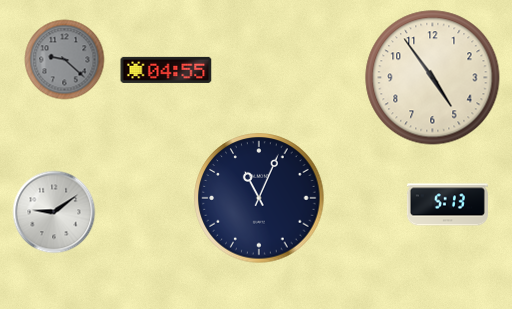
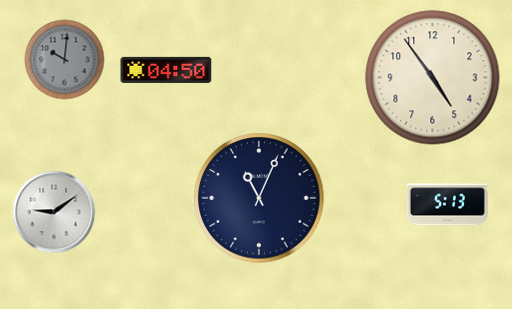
clock at (65, 60): 9:22 -> 10:01
clock at (166, 70): 04:55 -> 04:50
